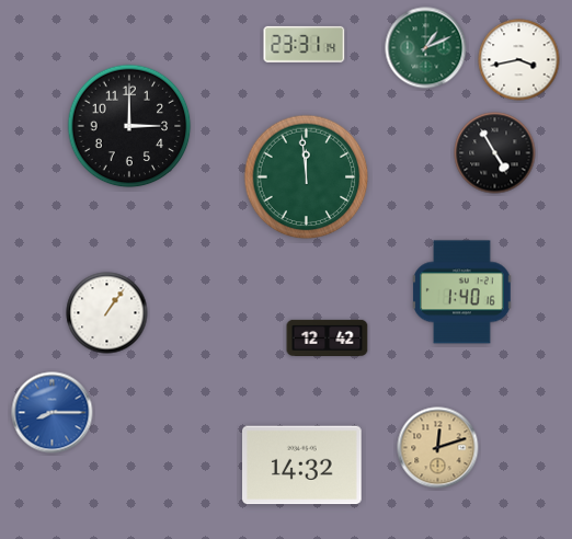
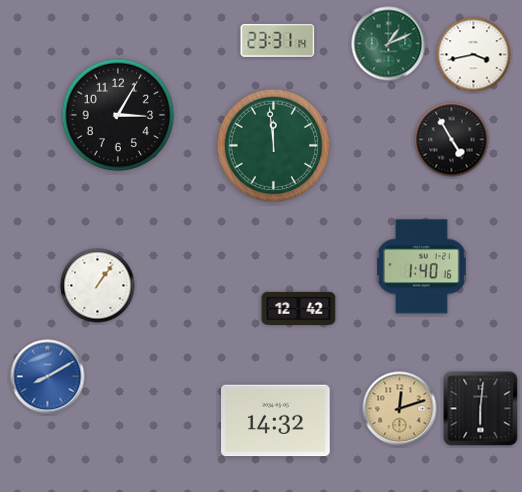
clock at (129, 126): 3:00 -> 3:05
clock at (307, 177) position: (307, 177) -> (274, 146)
clock at (53, 413): 8:15 -> 8:10
clock at (481, 409): none -> 6:01
clock at (302, 466) position: (302, 466) -> (276, 421)
